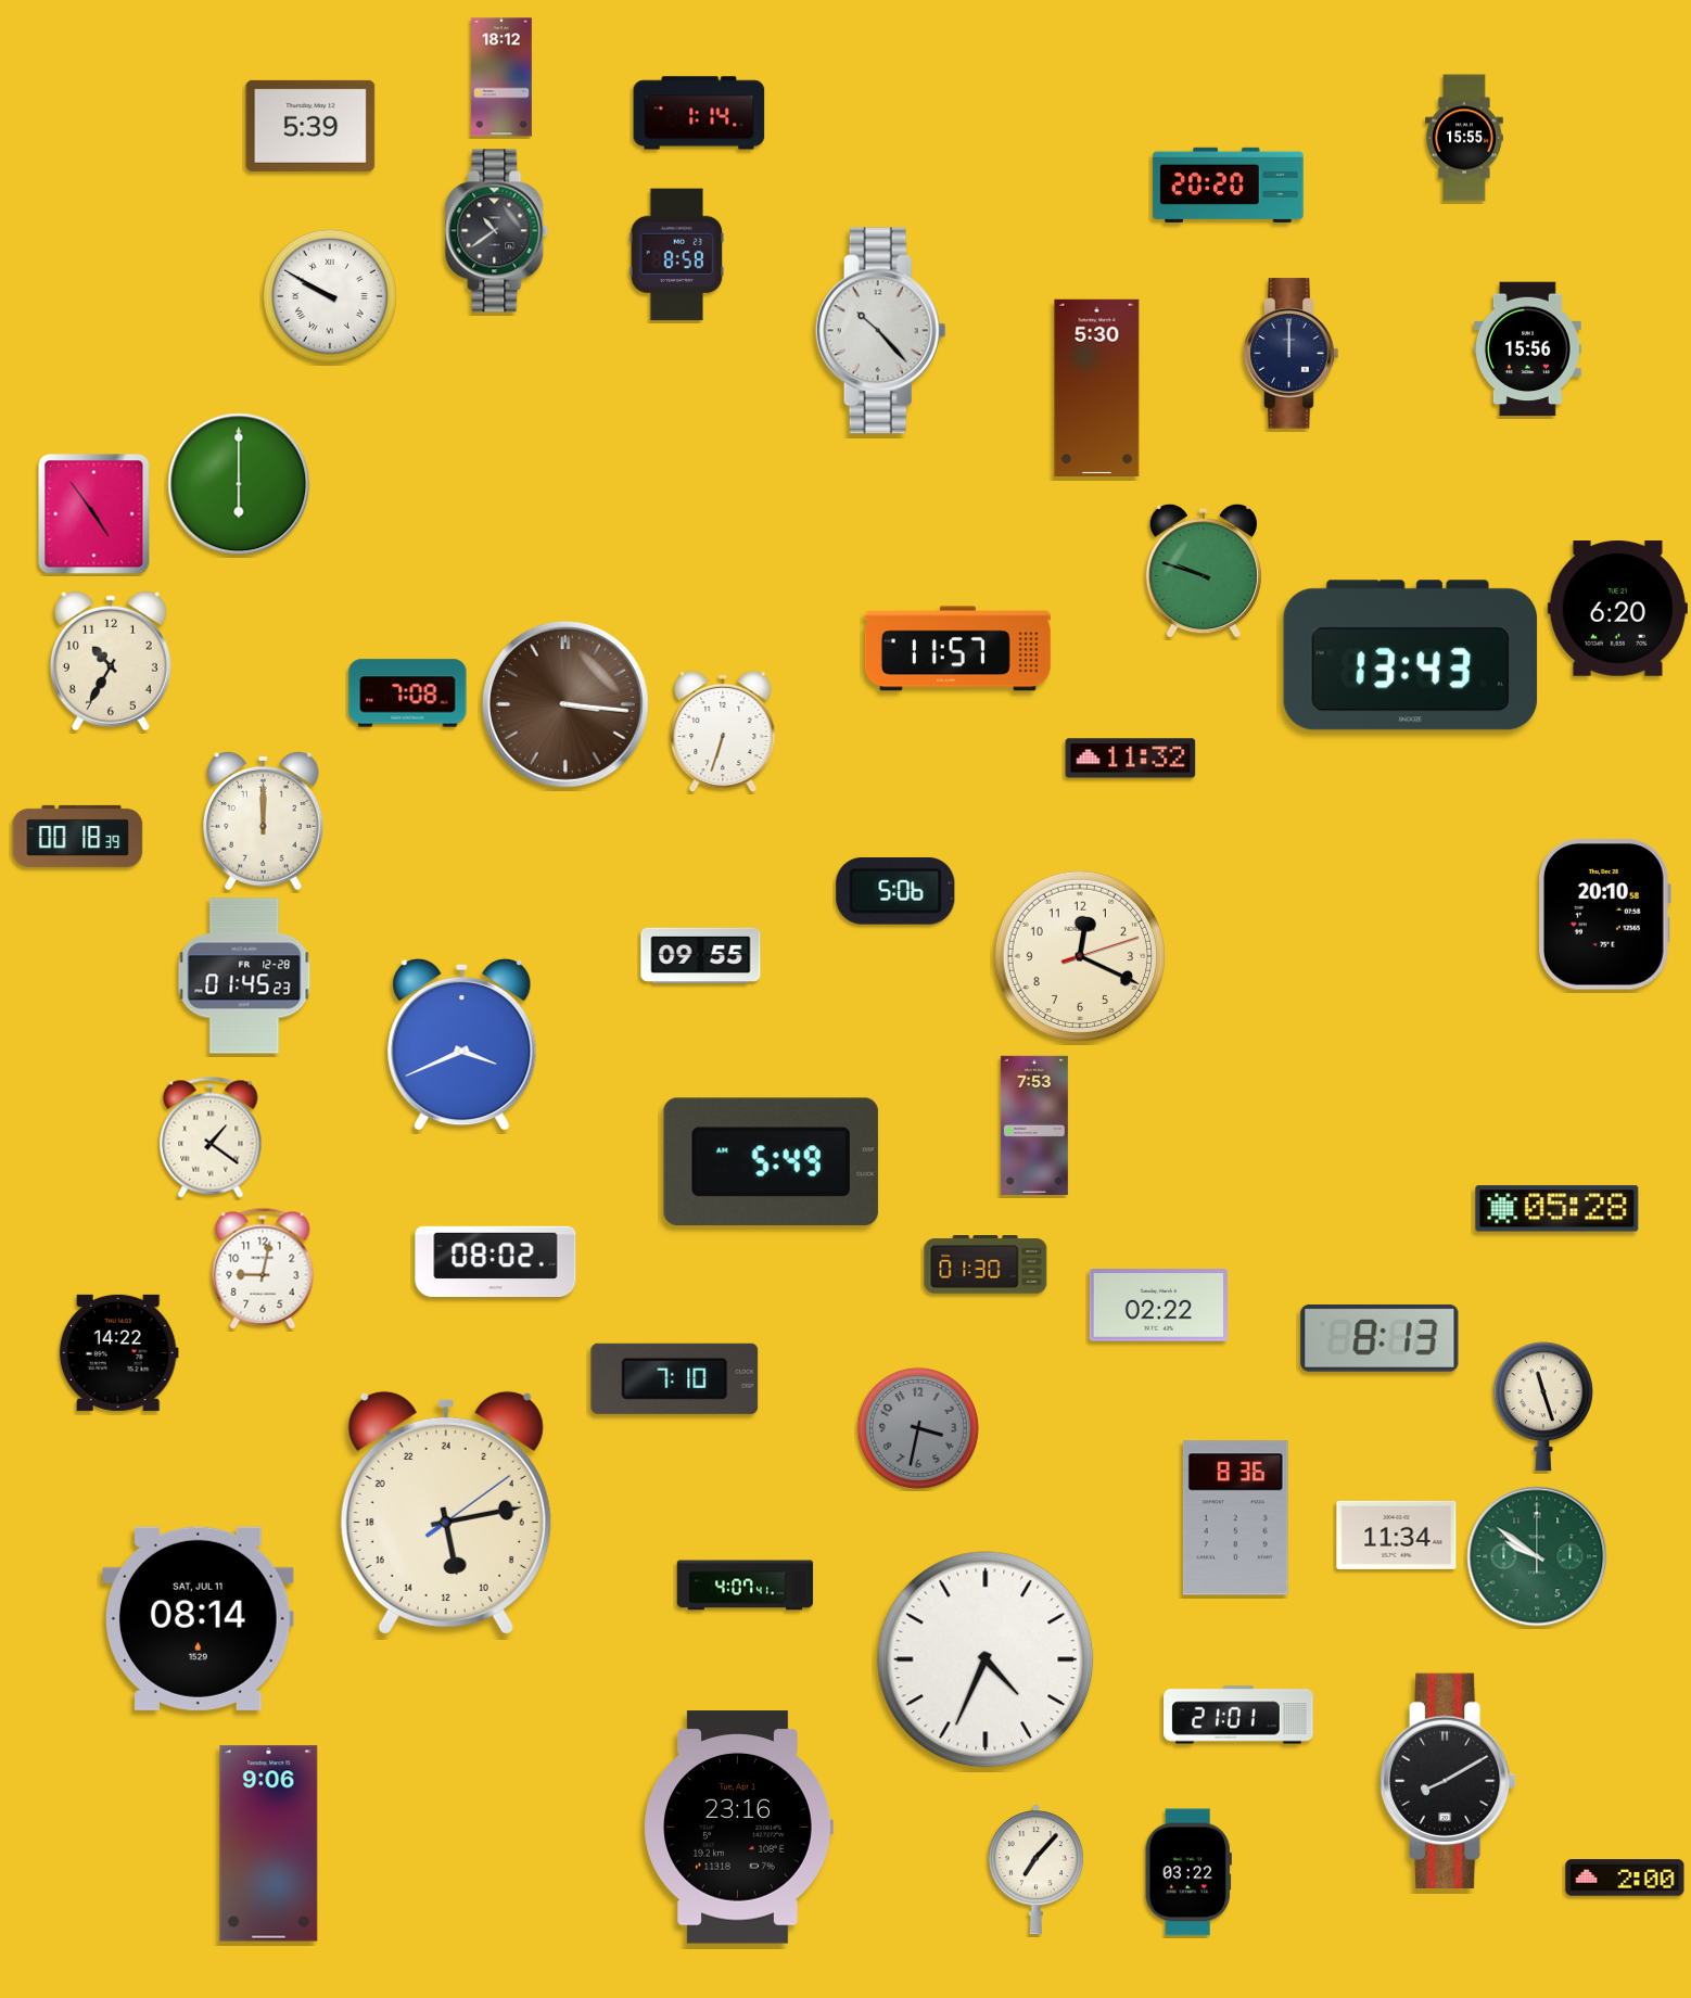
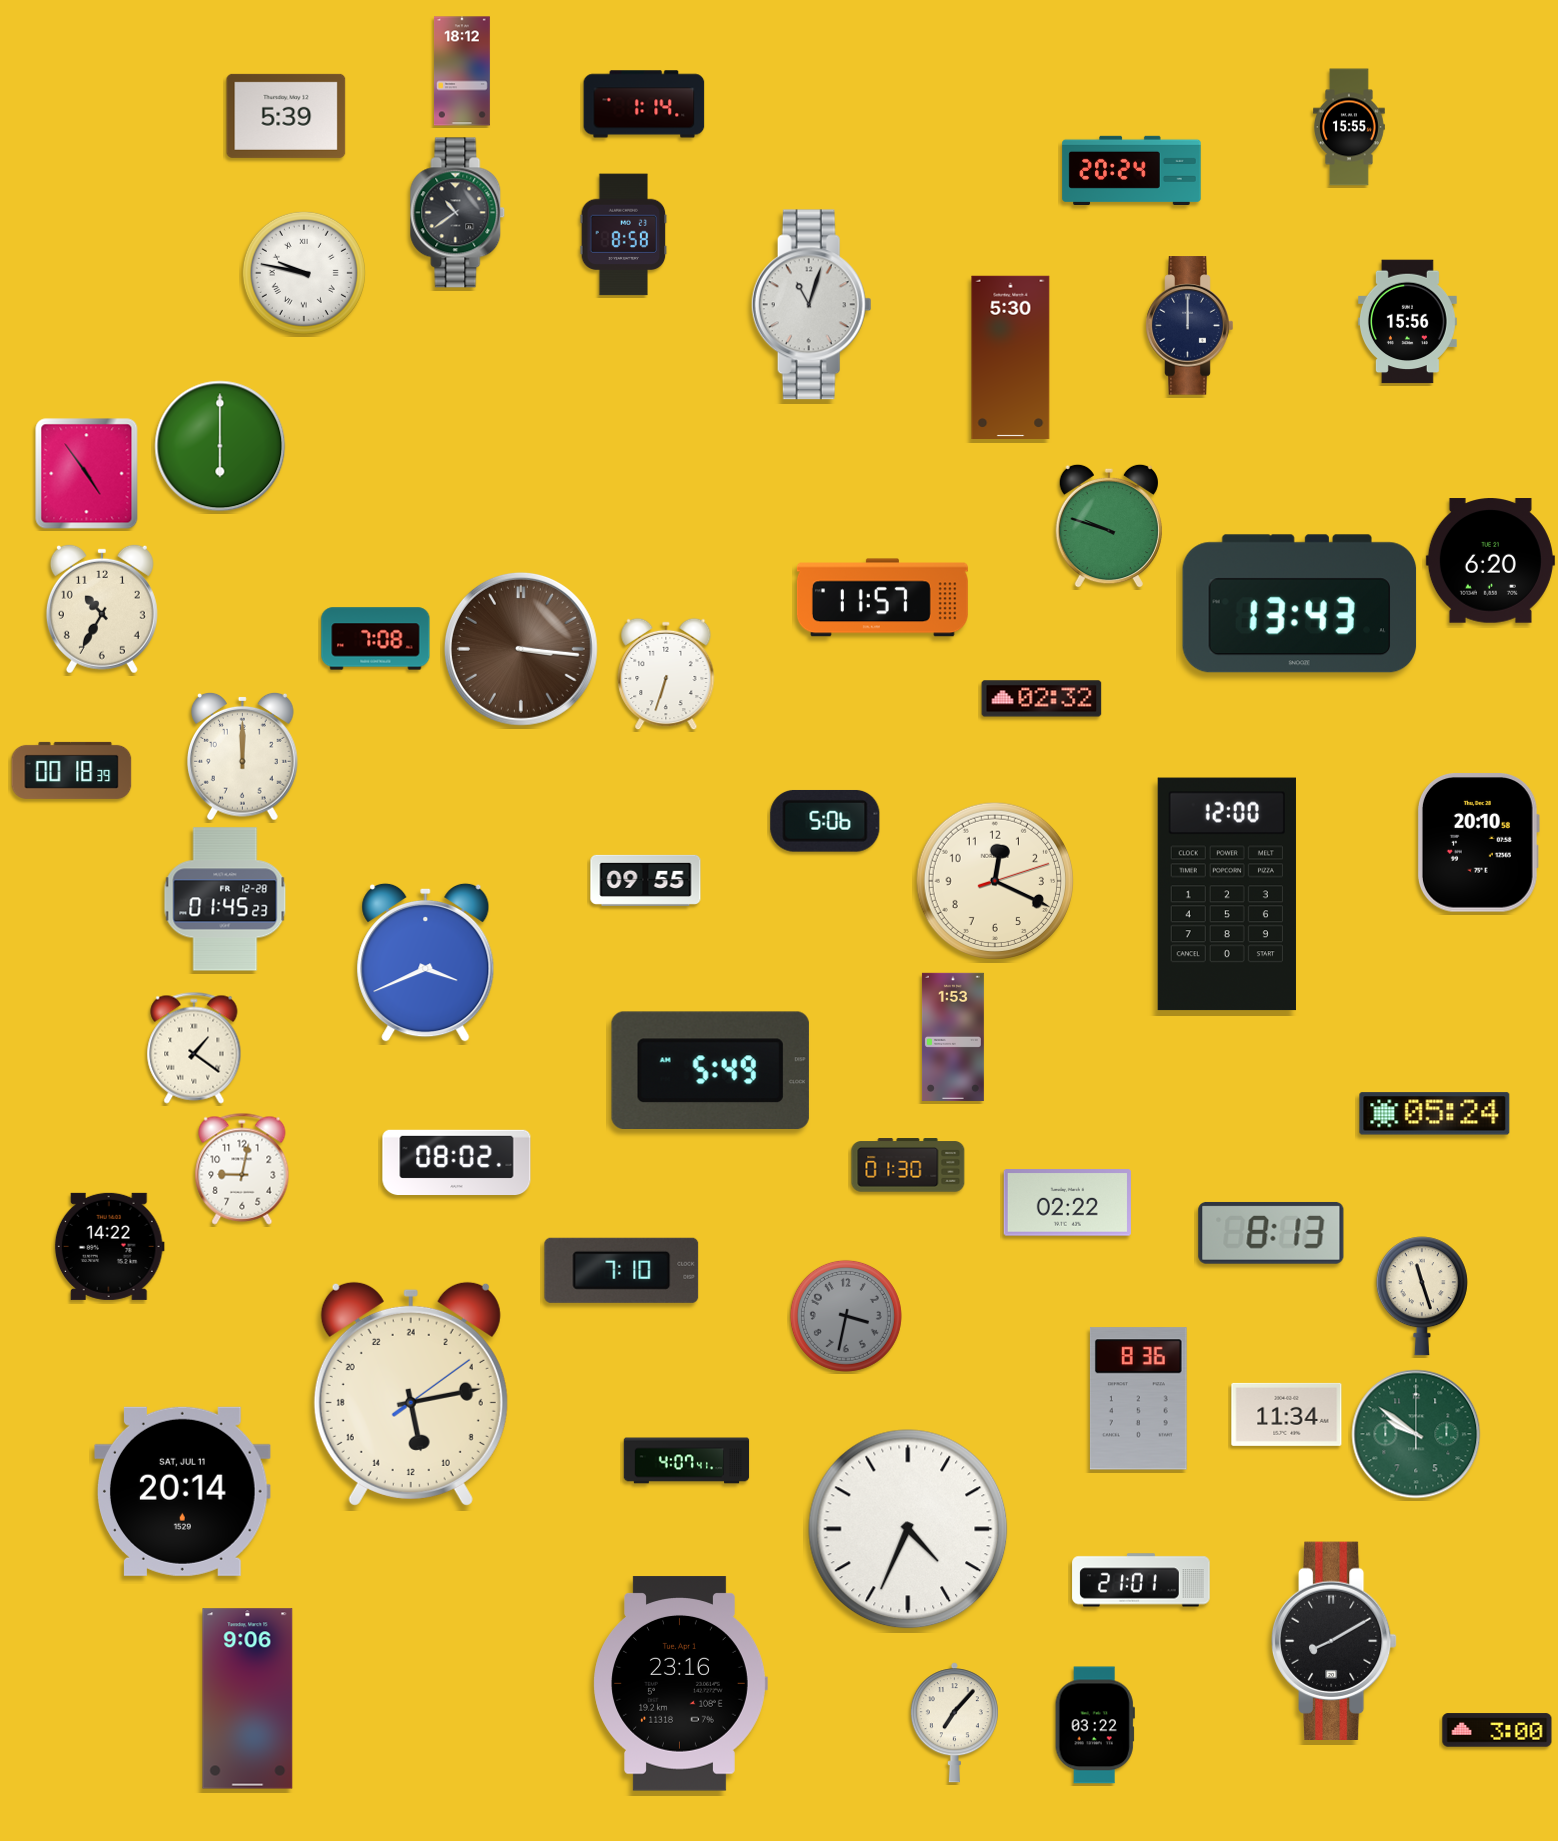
clock at (1229, 184): 20:20 -> 20:24
clock at (330, 296): 9:50 -> 9:47
clock at (880, 331): 10:23 -> 11:03
clock at (1131, 759): 11:32 -> 02:32
clock at (1227, 894): none -> 12:00
clock at (1034, 1125): 7:53 -> 1:53
clock at (1557, 1209): 05:28 -> 05:24
clock at (199, 1618): 08:14 -> 20:14
clock at (1625, 1878): 2:00 -> 3:00
